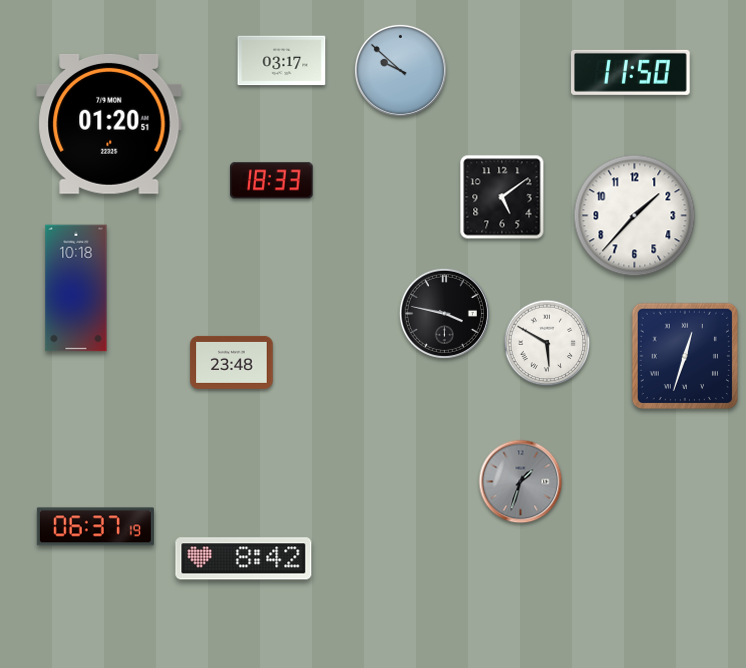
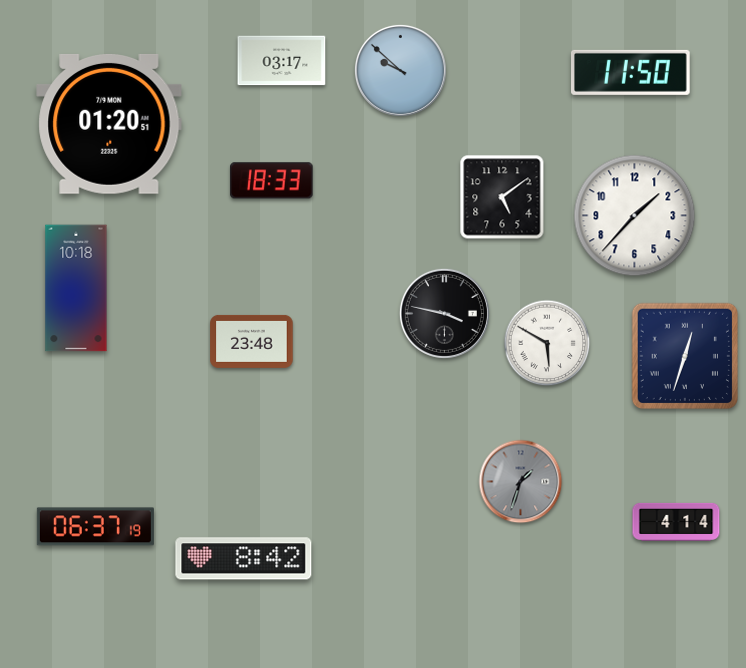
clock at (232, 362) position: (232, 362) -> (252, 341)
clock at (676, 522): none -> 4:14
